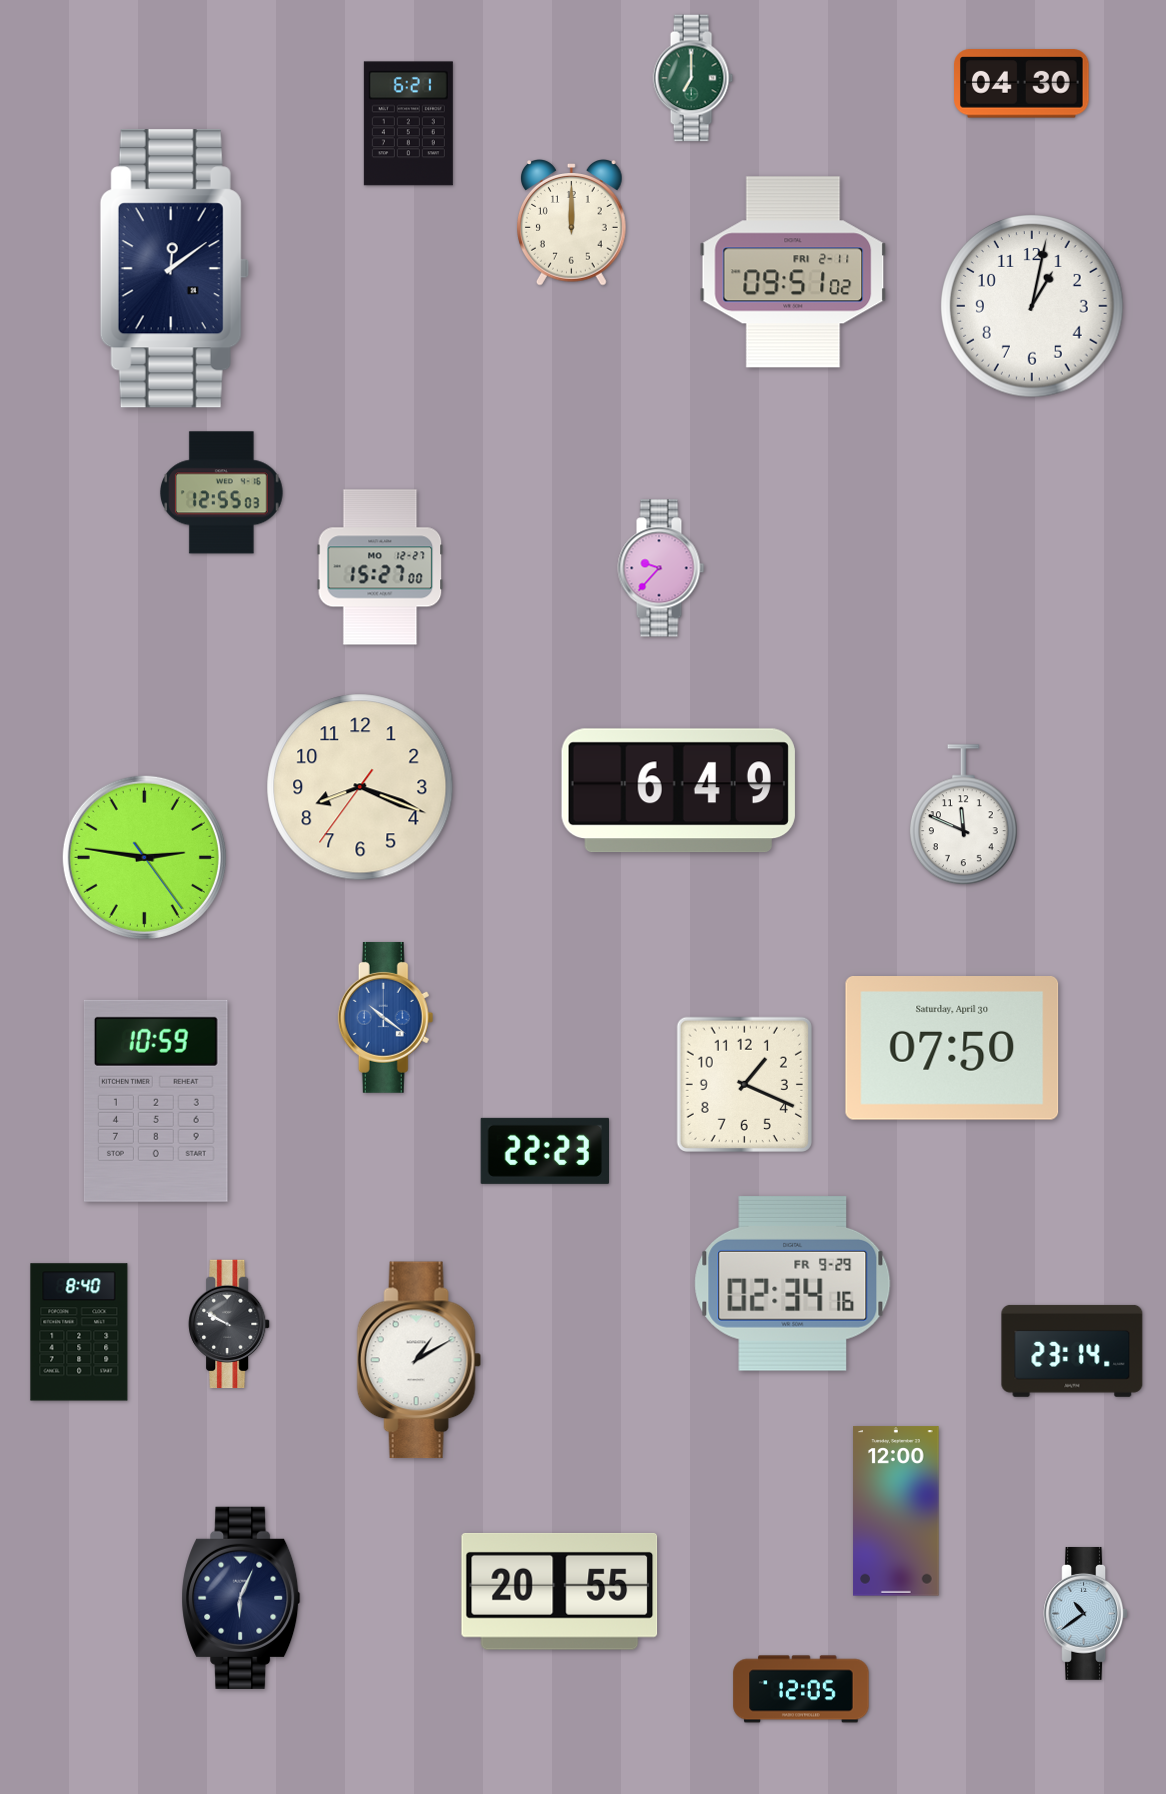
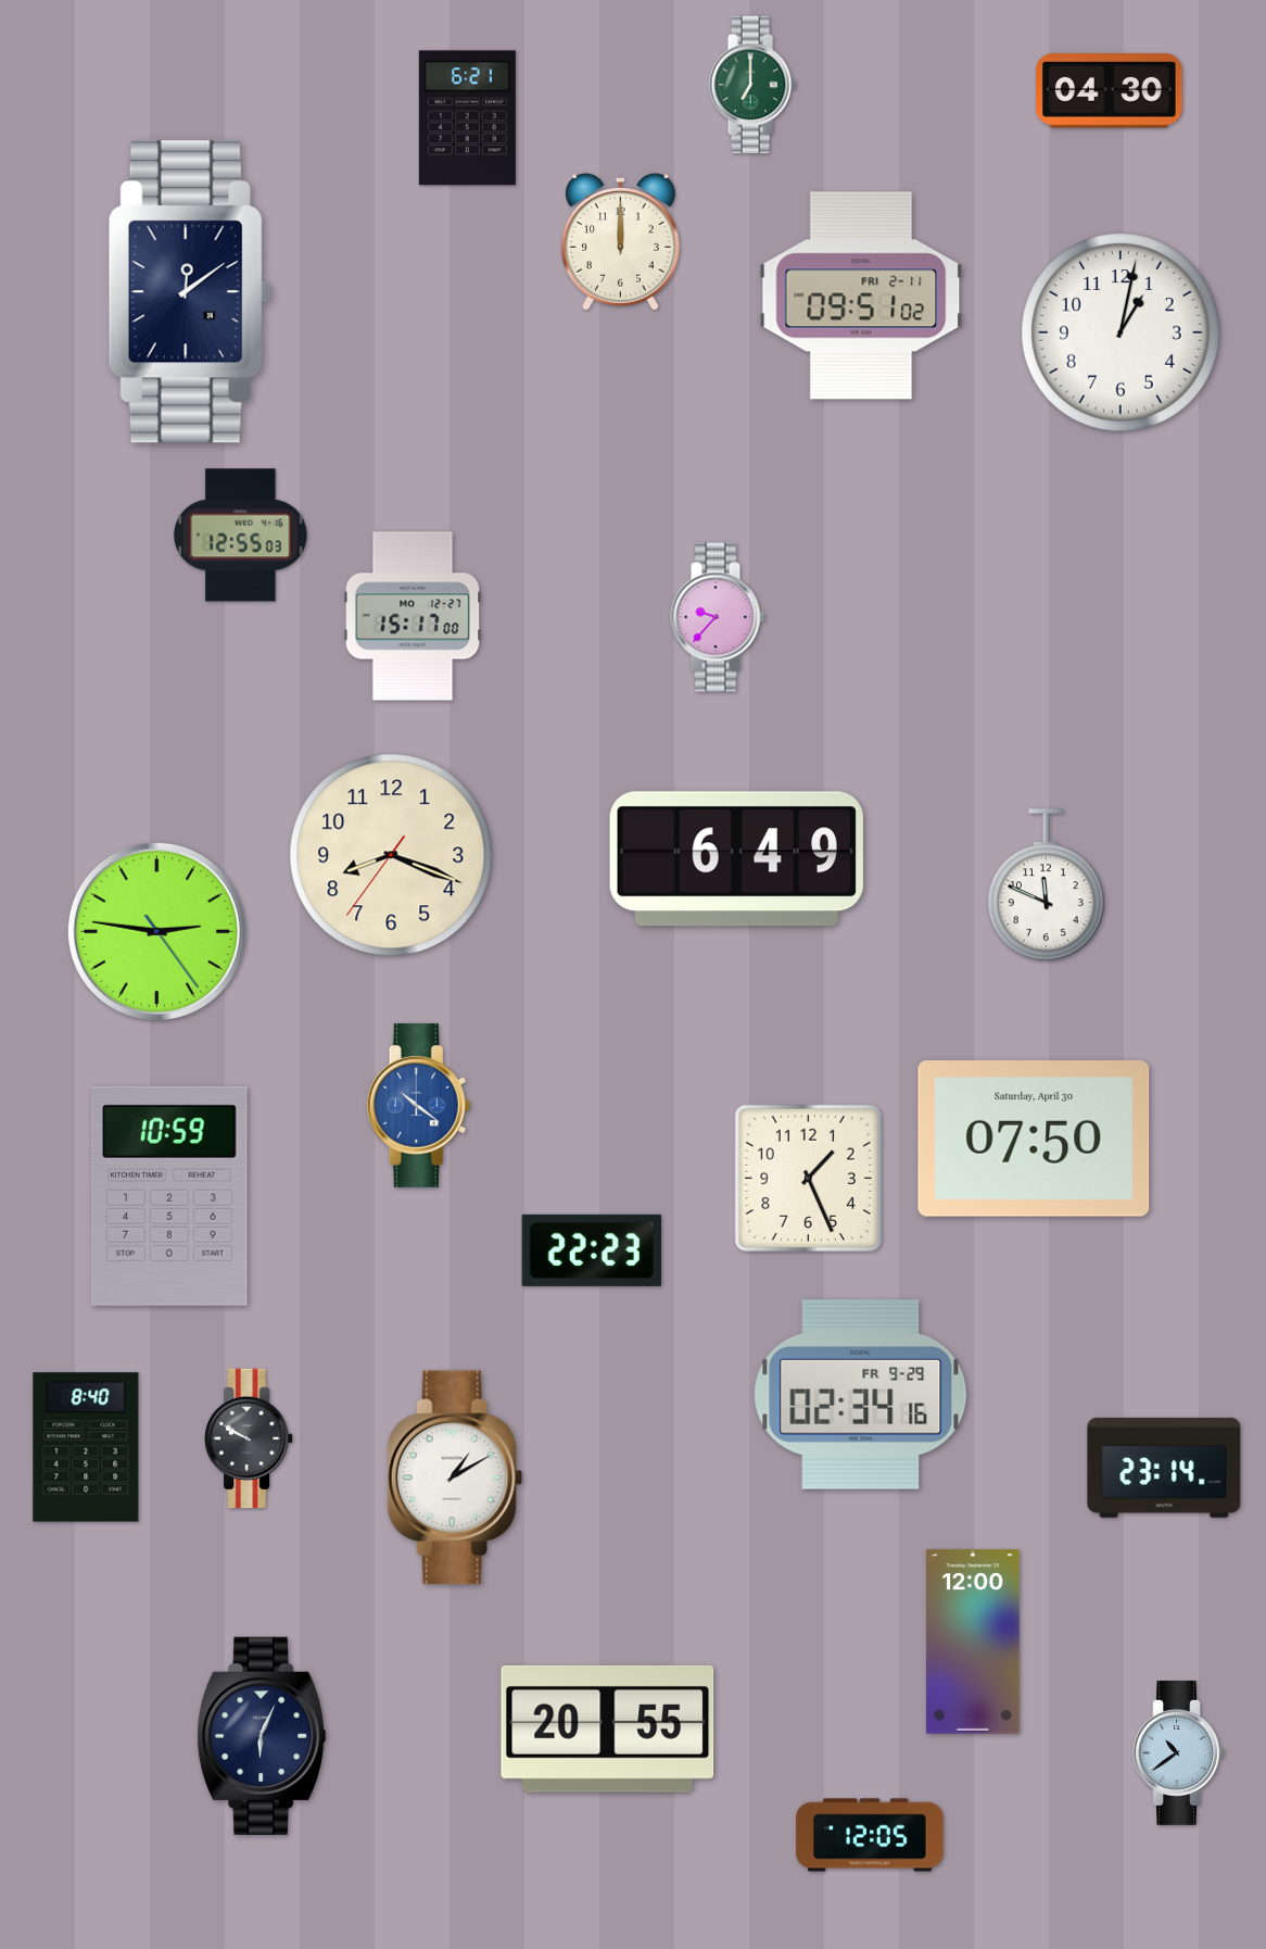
clock at (408, 124) position: (408, 124) -> (467, 118)
clock at (380, 567): 15:27 -> 15:17
clock at (744, 1084): 1:19 -> 1:26
